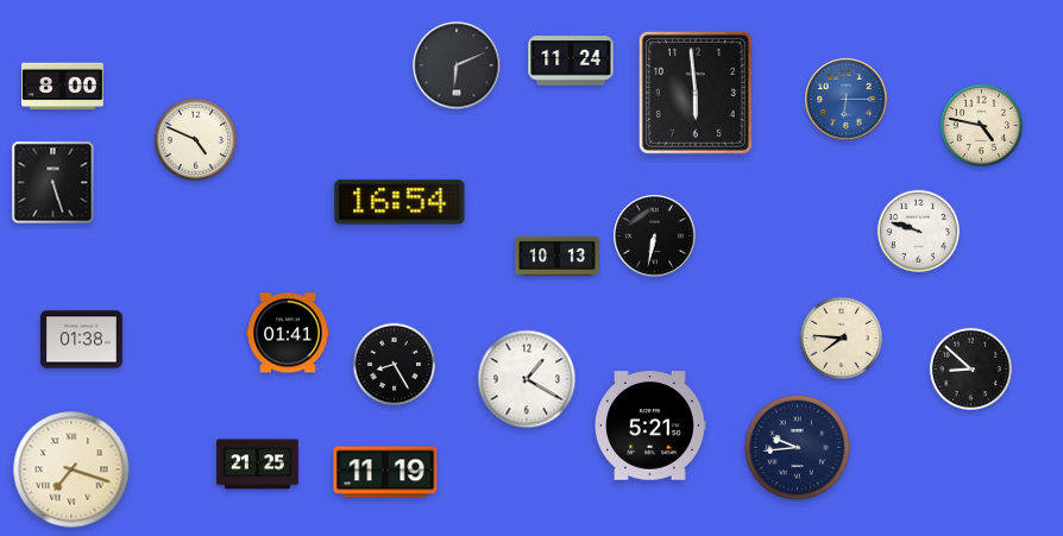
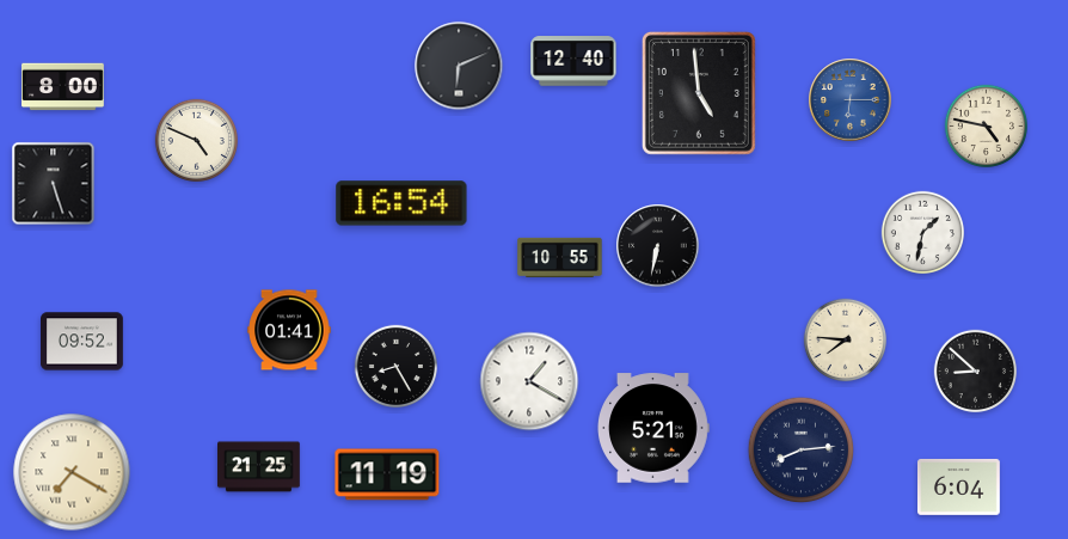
clock at (571, 61): 11:24 -> 12:40
clock at (696, 93): 5:59 -> 4:59
clock at (918, 231): 9:48 -> 1:32
clock at (655, 237) position: (655, 237) -> (658, 246)
clock at (558, 256): 10:13 -> 10:55
clock at (288, 333) position: (288, 333) -> (289, 330)
clock at (82, 340): 01:38 -> 09:52
clock at (798, 448): 9:44 -> 8:14
clock at (71, 469): 7:18 -> 7:20
clock at (959, 486): none -> 6:04
